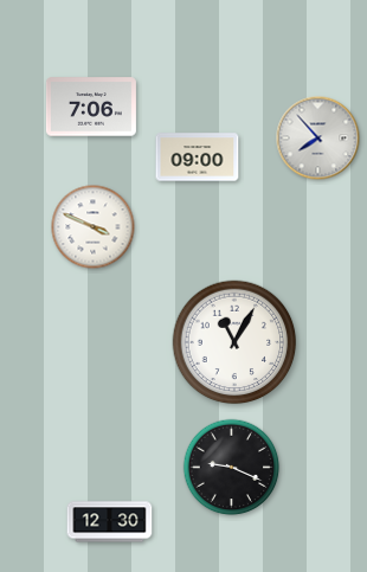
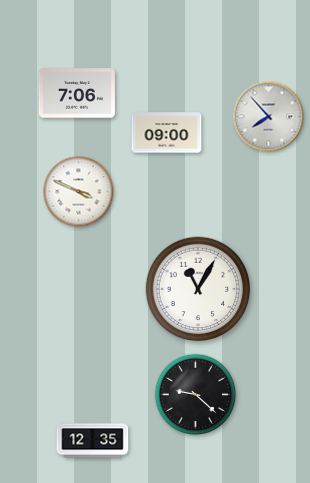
clock at (91, 107) position: (91, 107) -> (77, 93)
clock at (232, 468): 9:19 -> 9:22
clock at (110, 522): 12:30 -> 12:35
